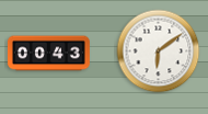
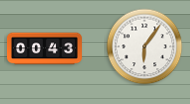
clock at (159, 52): 6:09 -> 6:06
